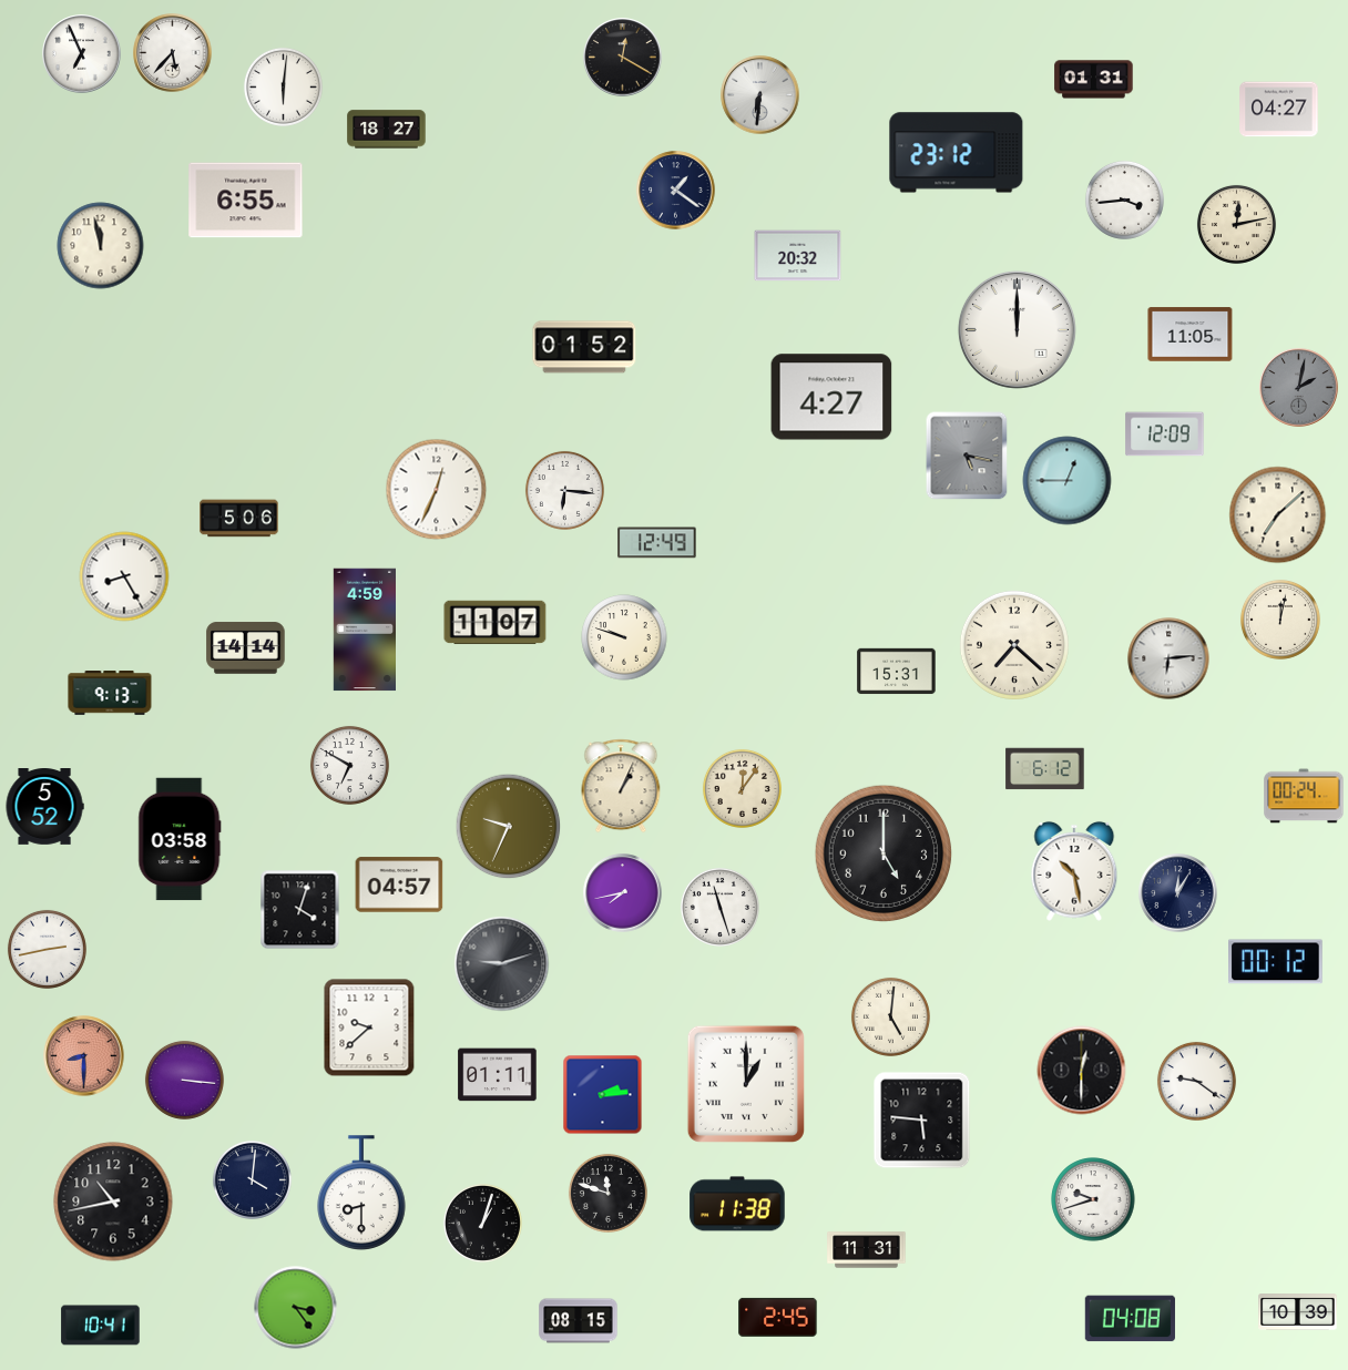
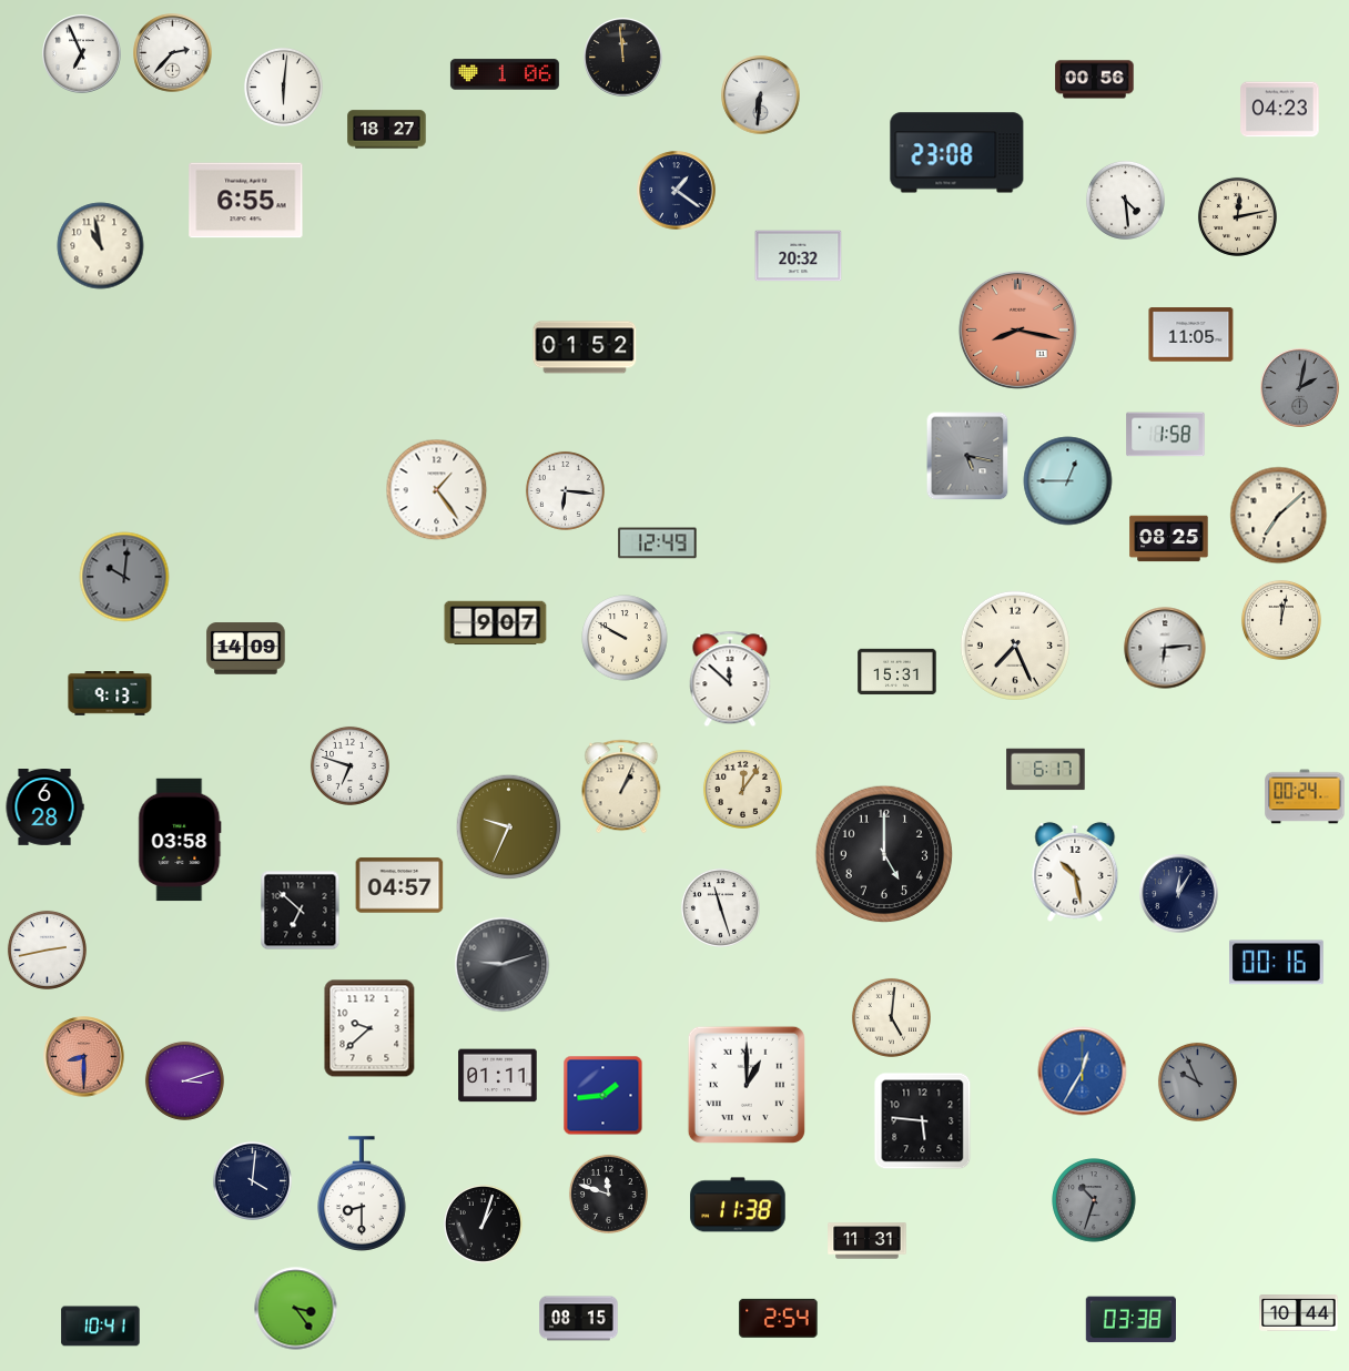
clock at (173, 53): 5:37 -> 2:37
clock at (623, 58): 12:20 -> 11:59
clock at (505, 74): none -> 1:06
clock at (1094, 80): 01:31 -> 00:56
clock at (1279, 110): 04:27 -> 04:23
clock at (957, 153): 23:12 -> 23:08
clock at (1124, 200): 3:44 -> 4:29
clock at (1236, 224) position: (1236, 224) -> (1237, 216)
clock at (101, 246): 11:58 -> 10:58
clock at (1017, 329): 12:00 -> 8:17
clock at (1017, 329) dial: white -> salmon
clock at (831, 397): 4:27 -> none
clock at (1165, 434): 12:09 -> 1:58
clock at (437, 490): 12:34 -> 1:24
clock at (239, 519): 5:06 -> none
clock at (1169, 539): none -> 08:25
clock at (124, 576): 8:25 -> 10:01
clock at (124, 576) dial: white -> grey
clock at (496, 623): 11:07 -> 9:07
clock at (364, 630): 4:59 -> none
clock at (624, 637): 9:48 -> 9:50
clock at (1014, 645): 7:22 -> 7:26
clock at (246, 648): 14:14 -> 14:09
clock at (1168, 658) position: (1168, 658) -> (1165, 648)
clock at (730, 679): none -> 11:52
clock at (349, 765): 6:50 -> 6:48
clock at (1045, 769): 6:12 -> 6:17
clock at (44, 807): 5:52 -> 6:28
clock at (623, 893): 7:43 -> none
clock at (300, 910): 4:03 -> 6:52
clock at (1276, 962): 00:12 -> 00:16
clock at (1082, 1071): 12:30 -> 12:35
clock at (1082, 1071) dial: black -> blue
clock at (184, 1080): 3:16 -> 3:12
clock at (1196, 1081): 9:21 -> 9:56
clock at (1196, 1081) dial: white -> grey
clock at (603, 1095): 2:14 -> 1:44
clock at (1093, 1199): 9:42 -> 10:33
clock at (1093, 1199) dial: white -> grey
clock at (113, 1202): 10:43 -> none
clock at (867, 1250) position: (867, 1250) -> (868, 1241)
clock at (1298, 1312): 10:39 -> 10:44
clock at (778, 1317): 2:45 -> 2:54
clock at (1130, 1319): 04:08 -> 03:38
clock at (579, 1321) position: (579, 1321) -> (579, 1319)
